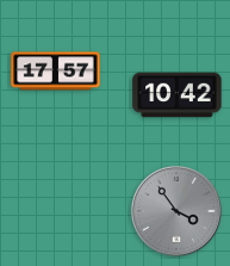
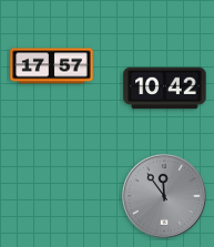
clock at (176, 211): 3:54 -> 11:54
